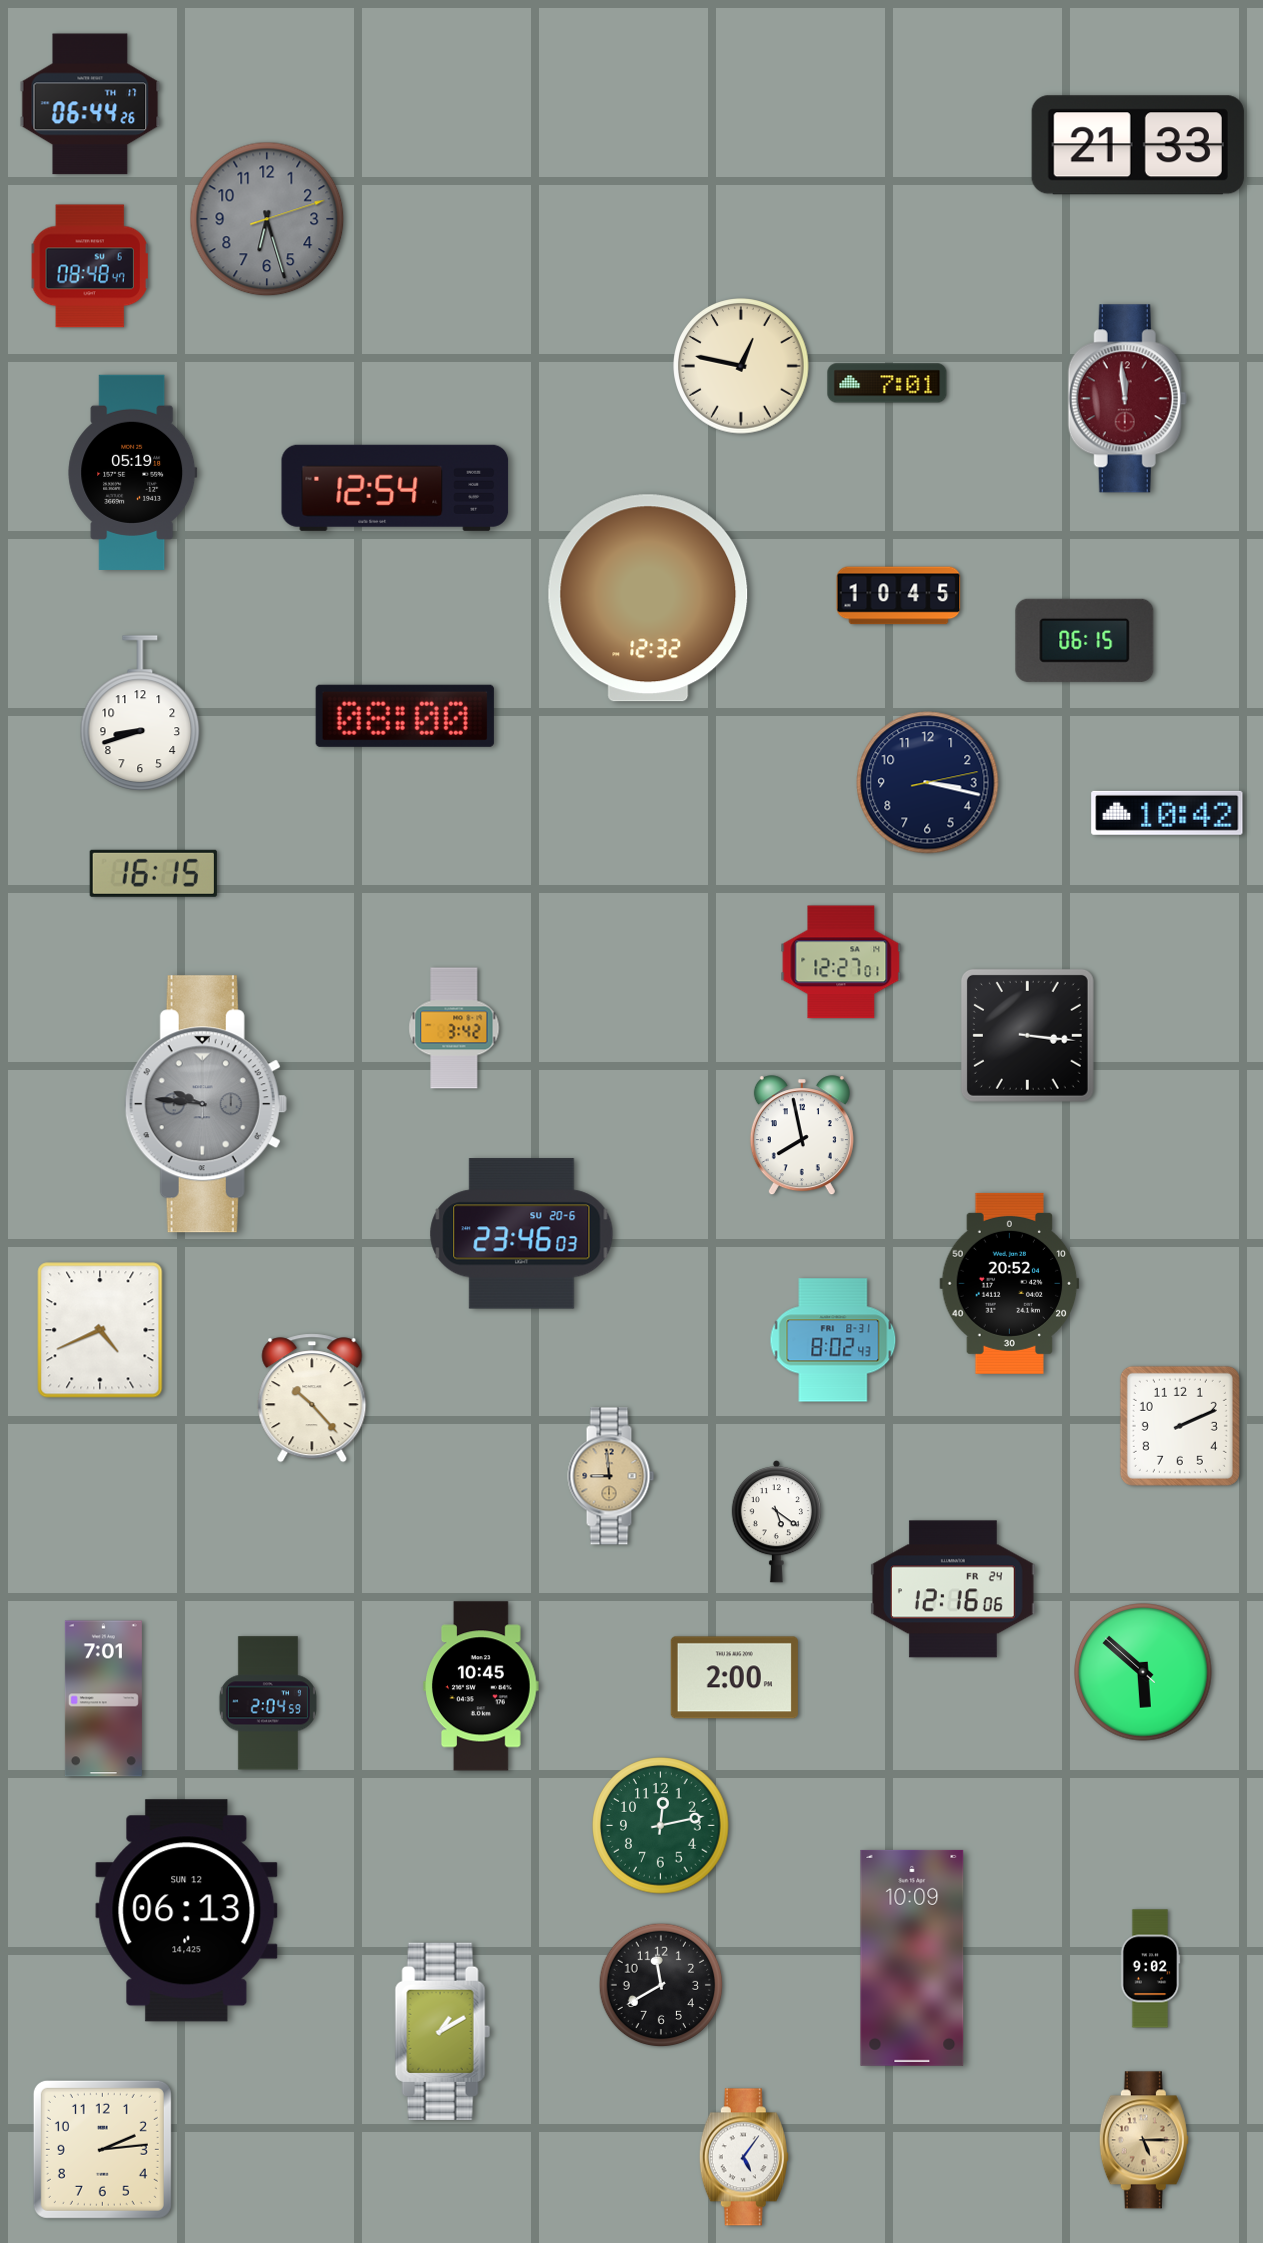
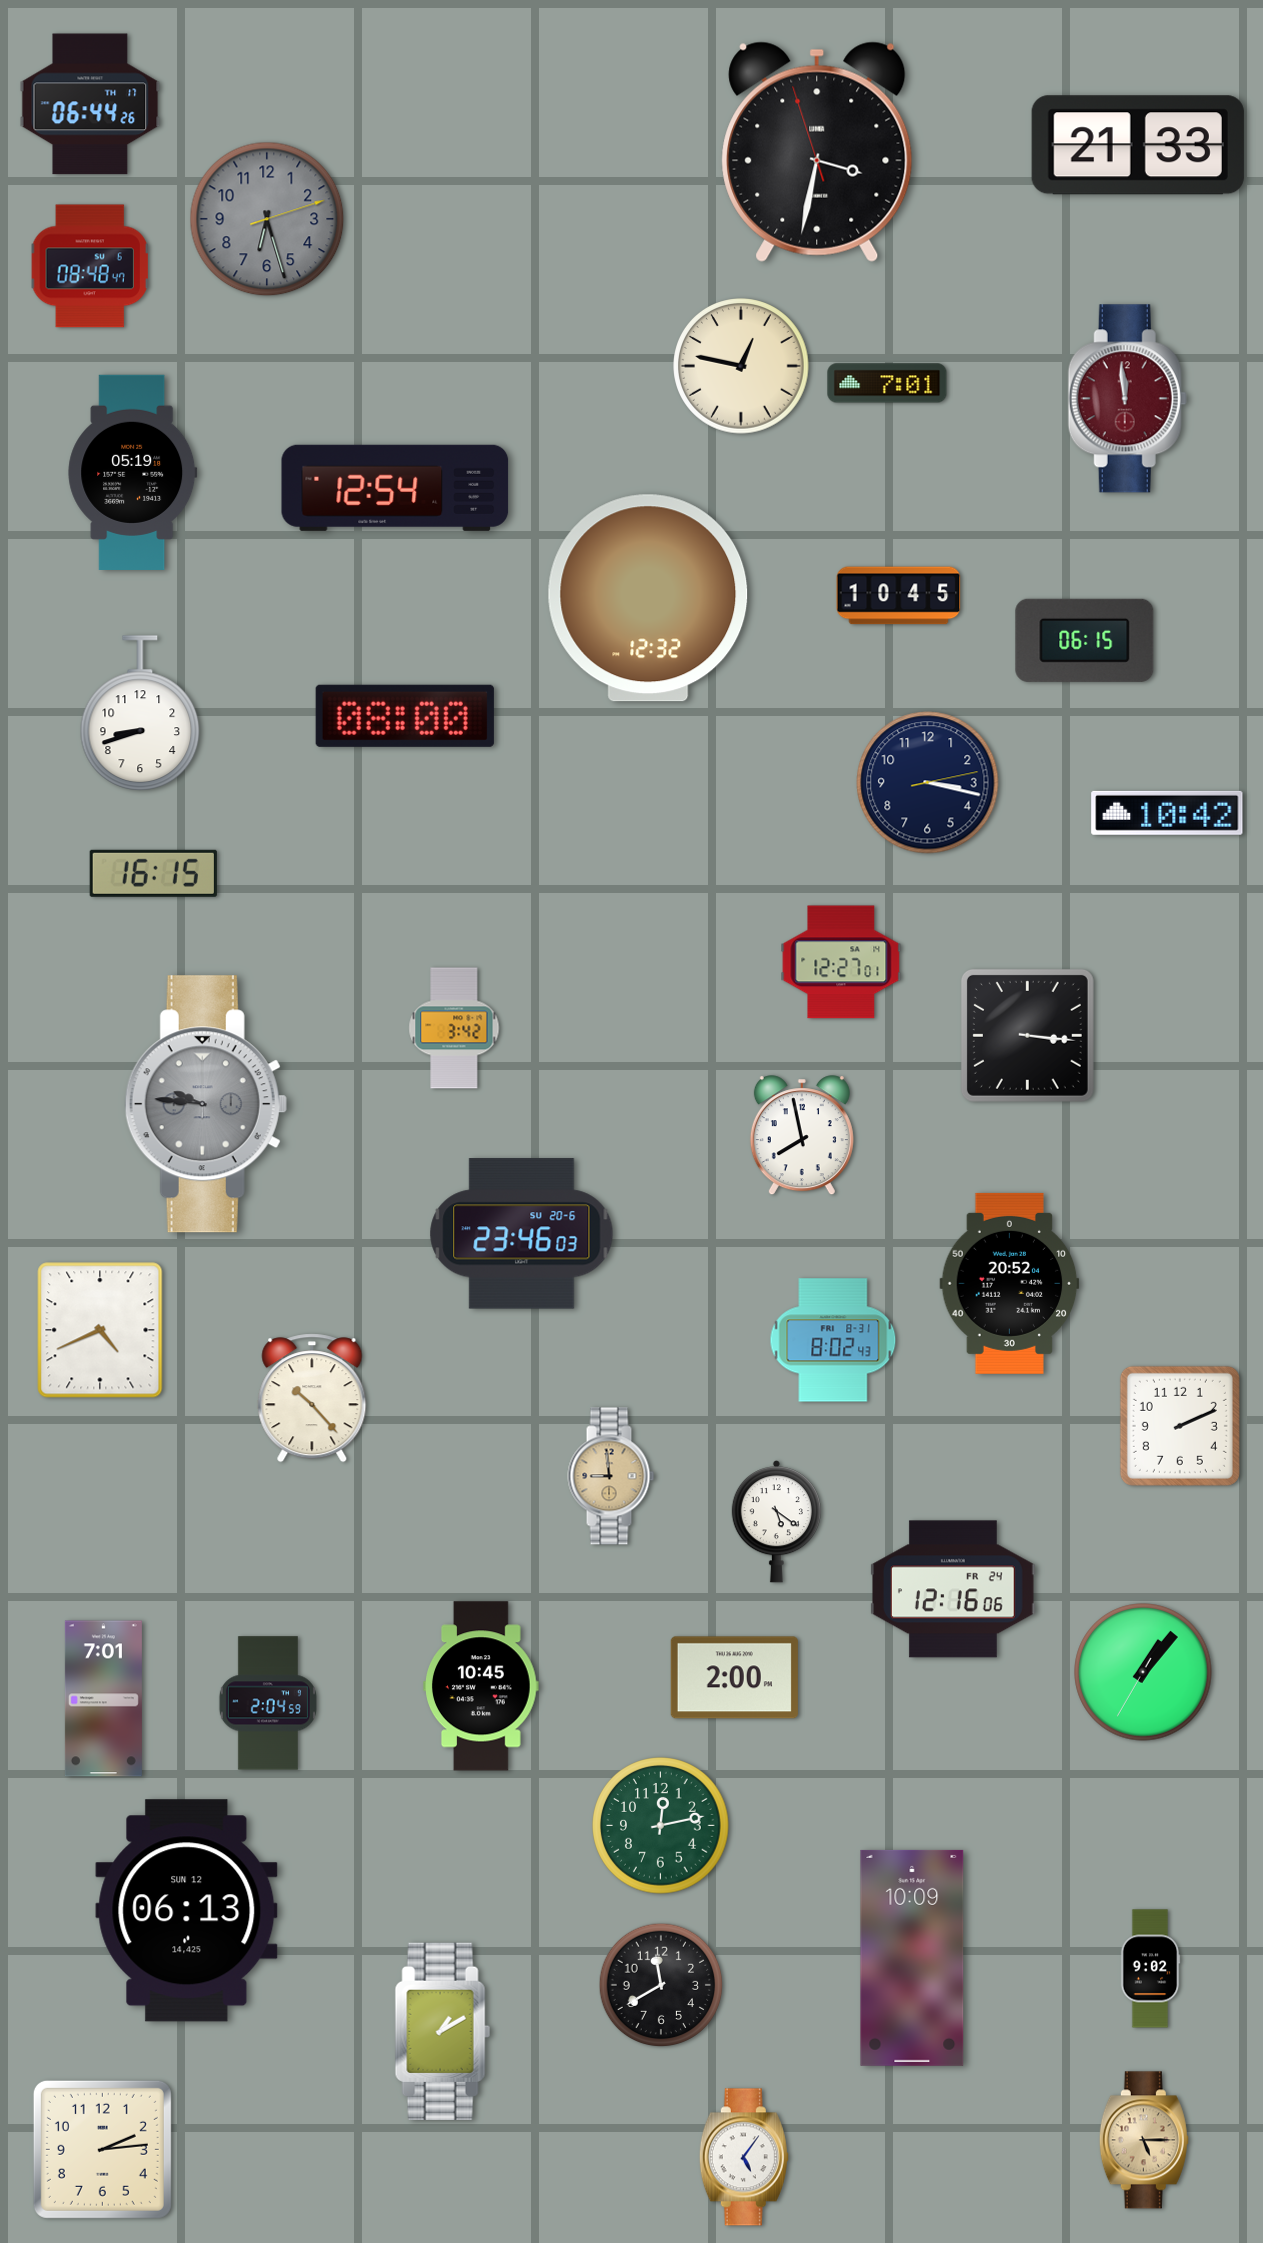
clock at (817, 152): none -> 3:31
clock at (1143, 1672): 5:51 -> 1:06
